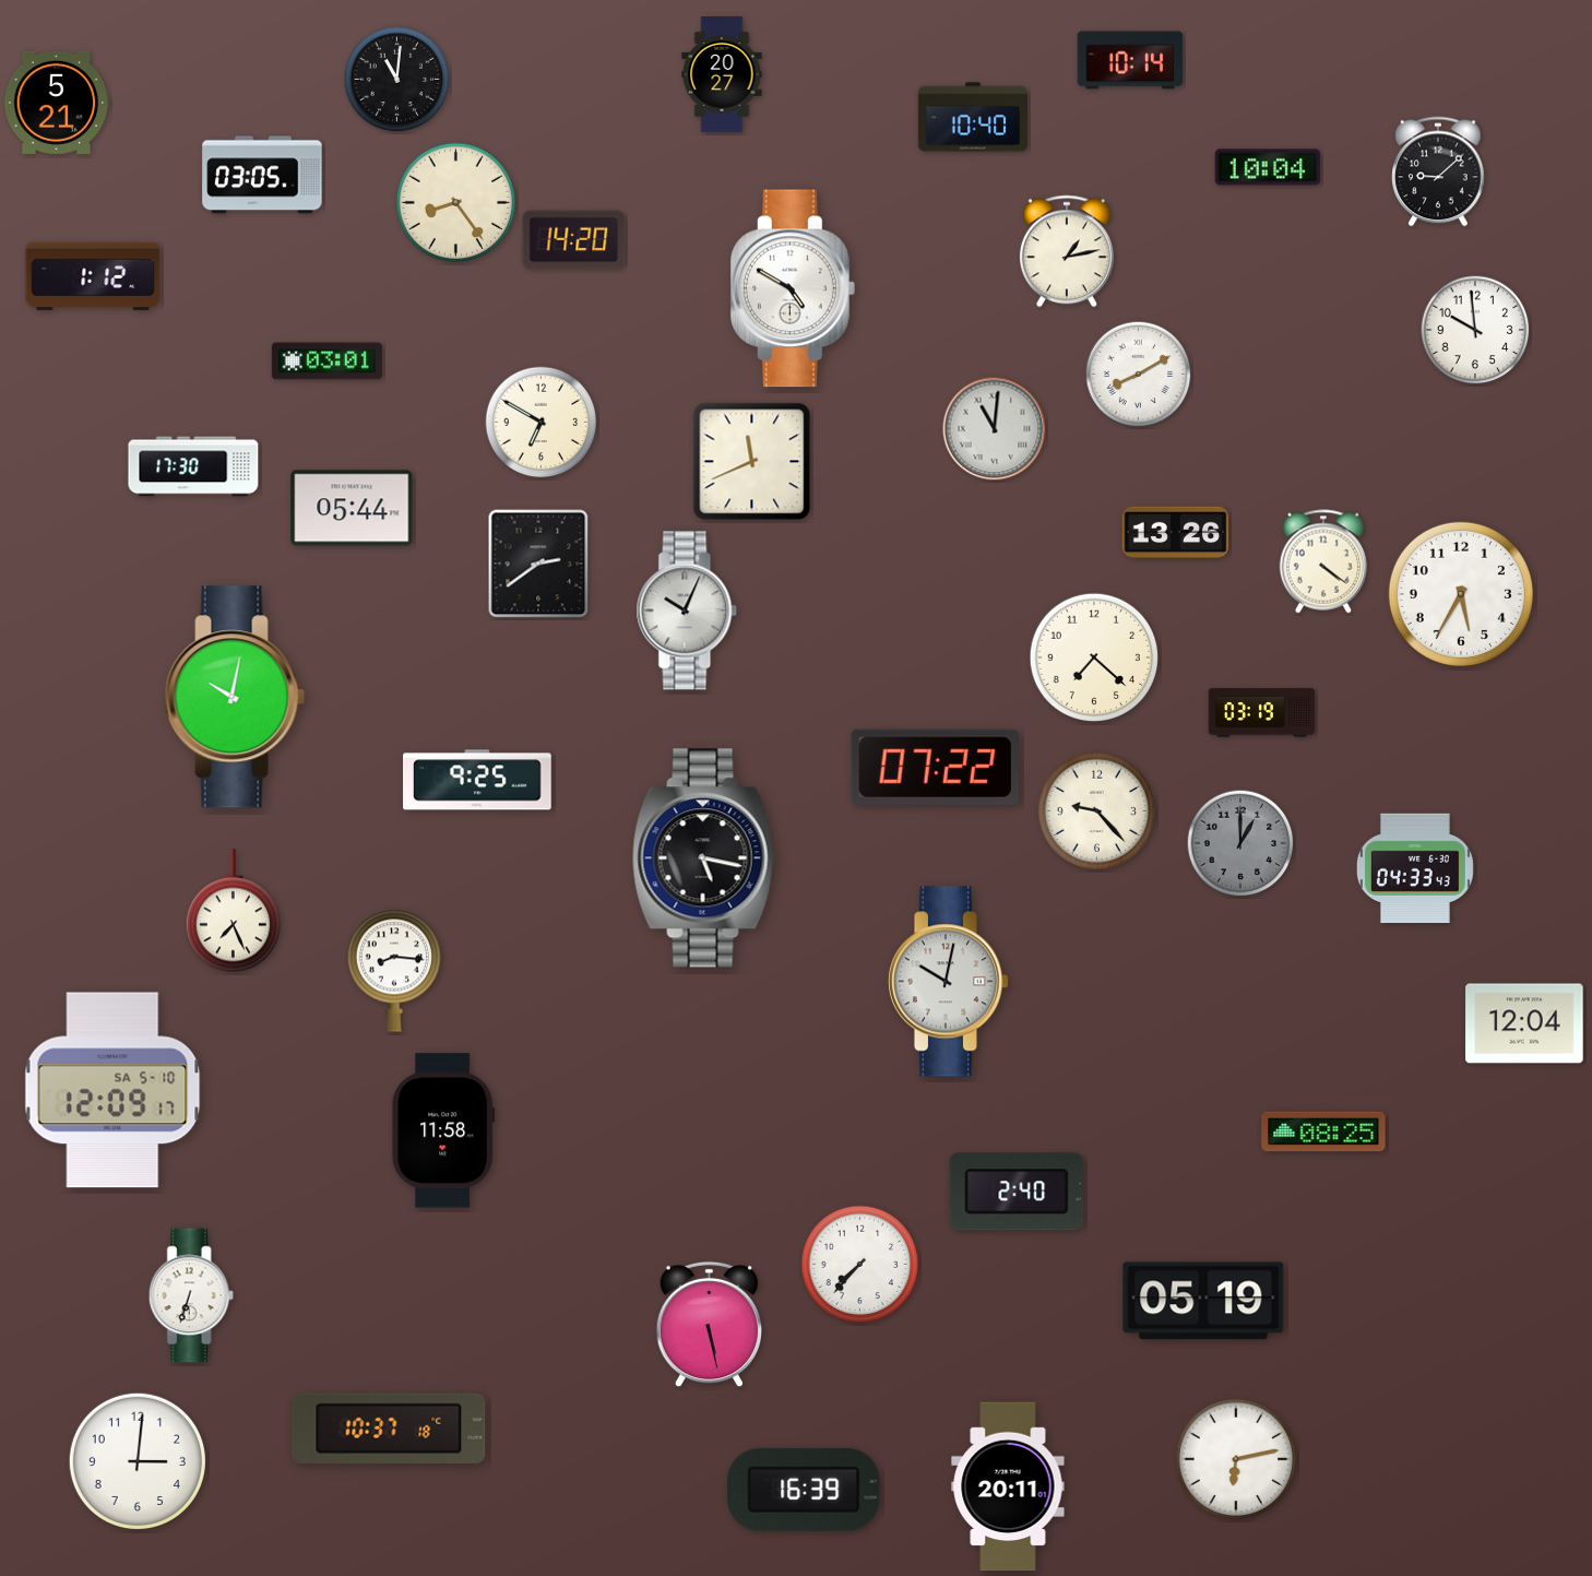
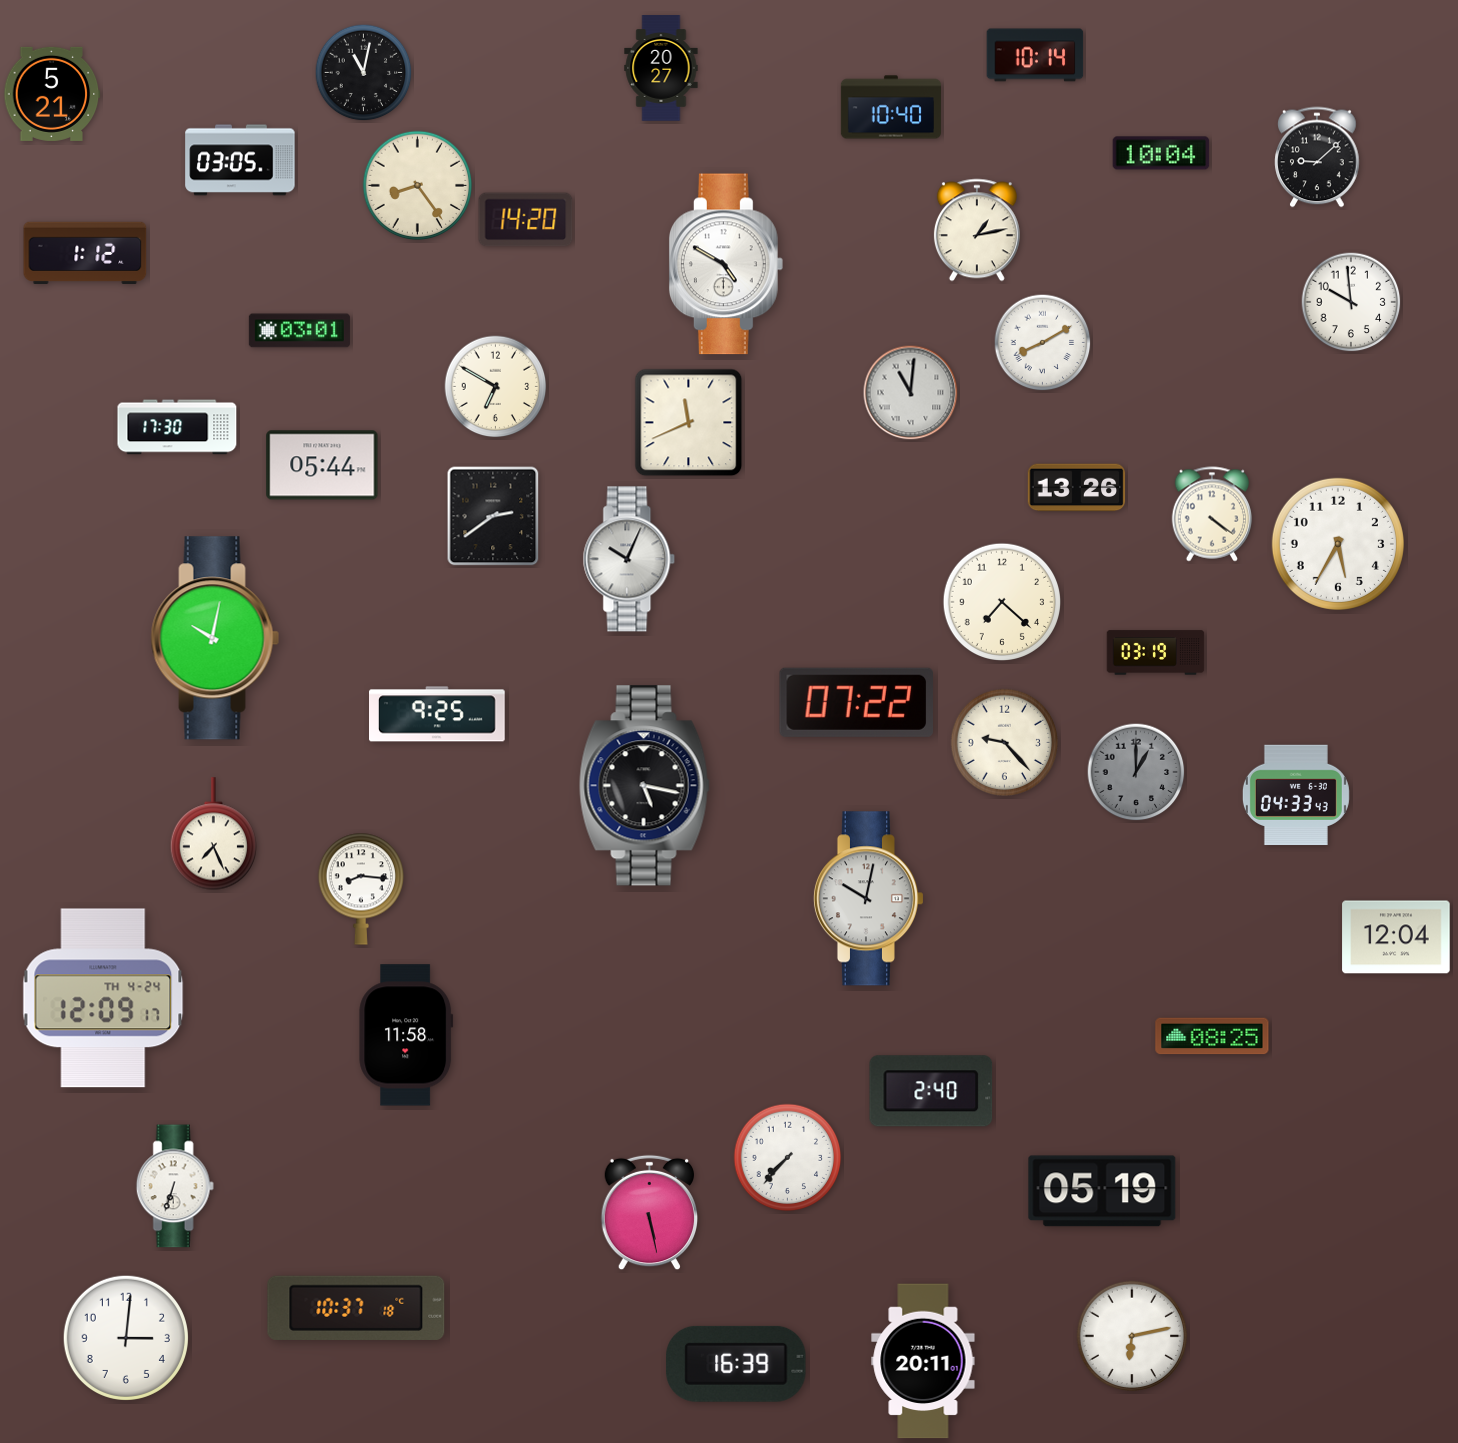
clock at (397, 80): 11:01 -> 11:02
clock at (112, 1090) date: SA 5-10 -> TH 4-24
